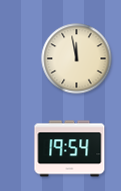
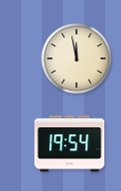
clock at (70, 149) position: (70, 149) -> (70, 144)
